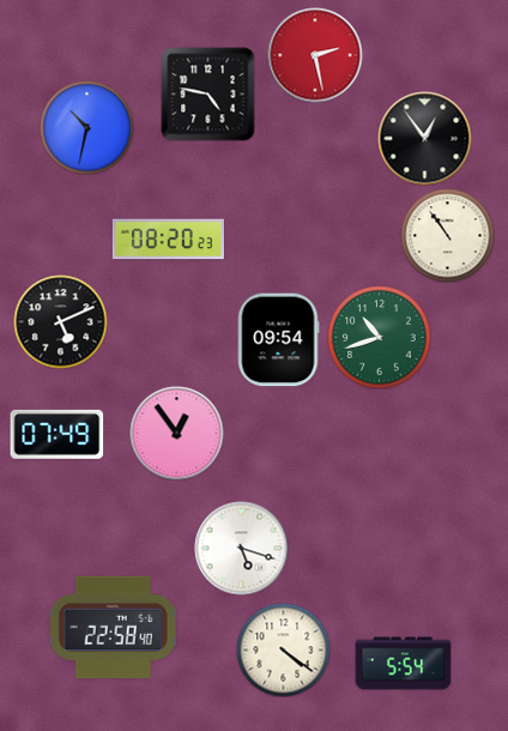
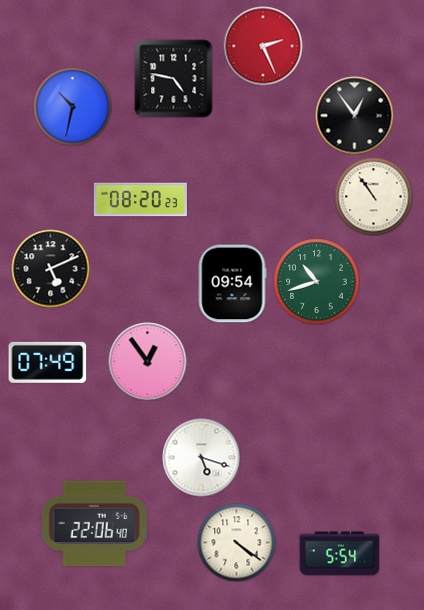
clock at (315, 55): 2:28 -> 2:26
clock at (113, 628): 22:58 -> 22:06
clock at (403, 664) position: (403, 664) -> (339, 554)
